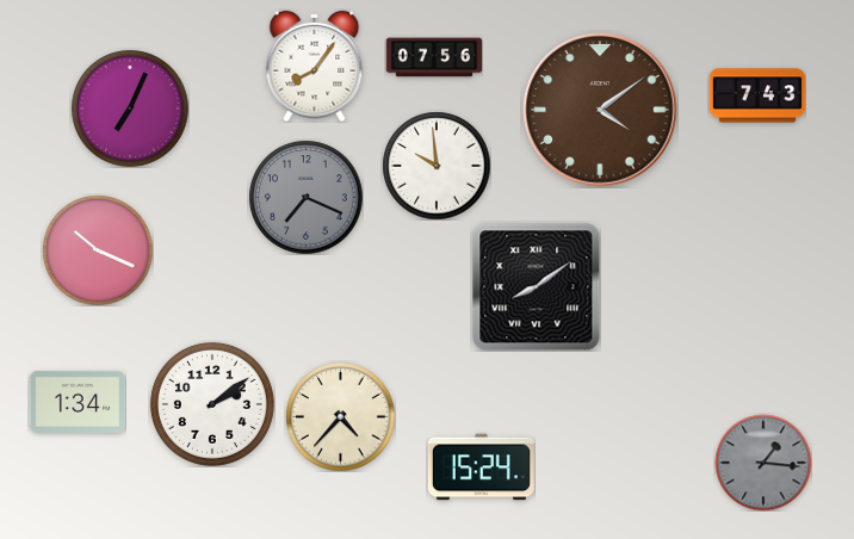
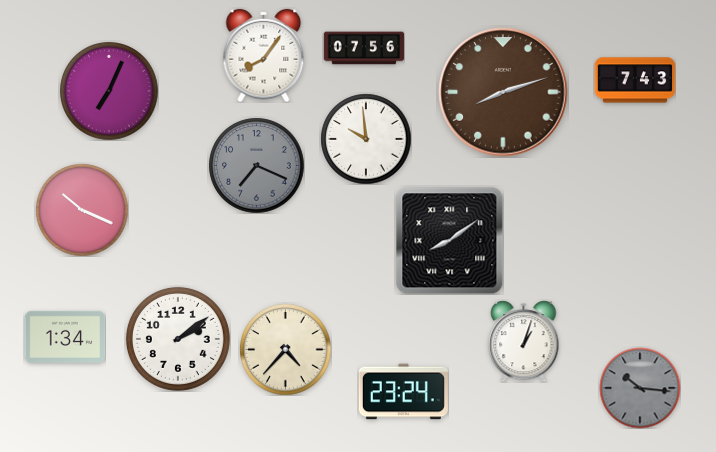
clock at (600, 110): 4:09 -> 8:12
clock at (524, 341): none -> 1:03
clock at (763, 463): 1:16 -> 10:16
clock at (481, 467): 15:24 -> 23:24
